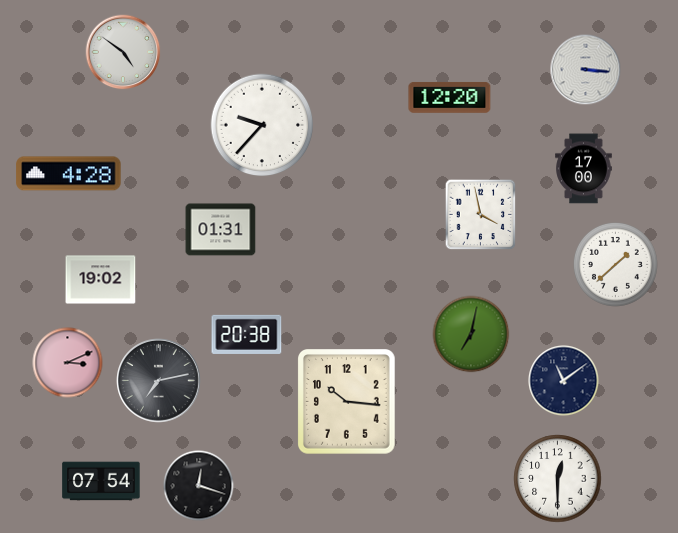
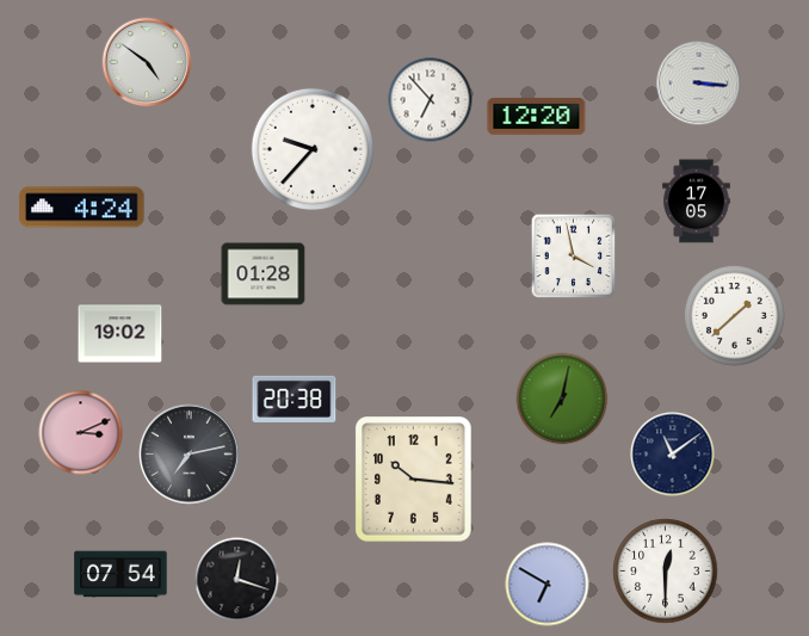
clock at (431, 100): none -> 6:53
clock at (584, 169): 17:00 -> 17:05
clock at (69, 174): 4:28 -> 4:24
clock at (221, 230): 01:31 -> 01:28
clock at (548, 585): none -> 6:50
